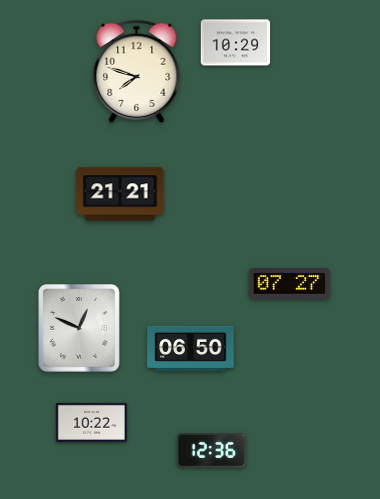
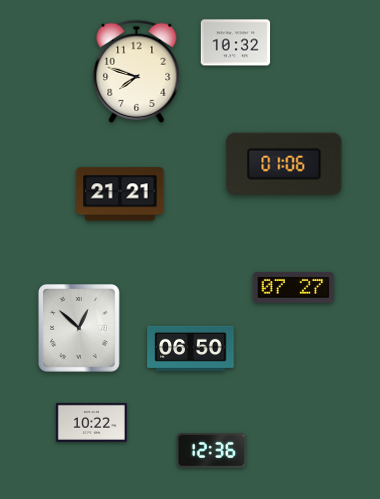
clock at (236, 43): 10:29 -> 10:32
clock at (284, 163): none -> 01:06
clock at (290, 283) position: (290, 283) -> (294, 287)
clock at (79, 329): 12:49 -> 12:52
